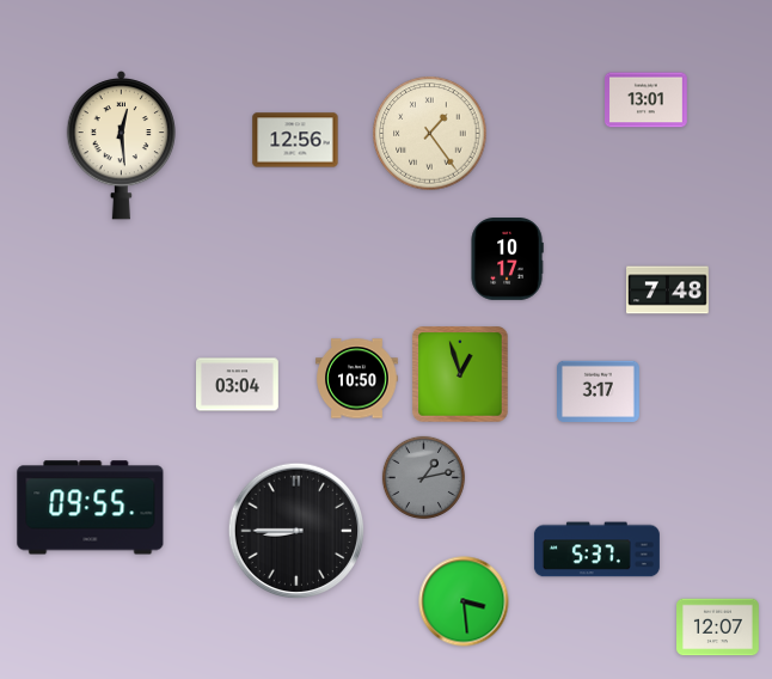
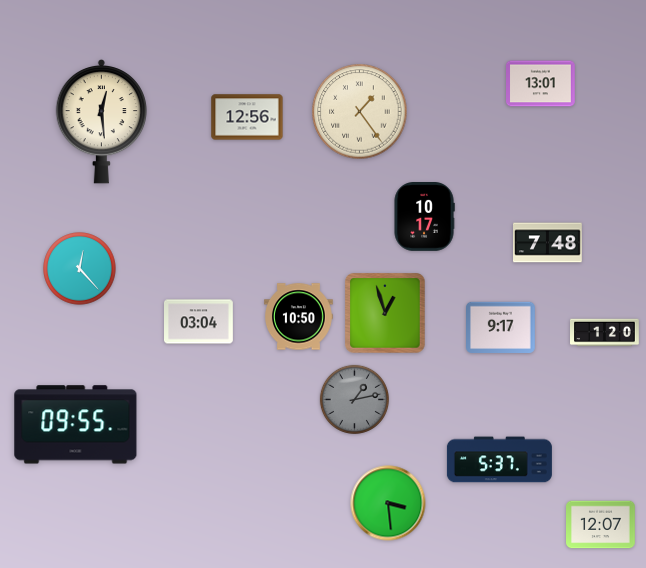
clock at (668, 290) position: (668, 290) -> (548, 243)
clock at (80, 269): none -> 12:23
clock at (599, 392): 3:17 -> 9:17
clock at (605, 333): none -> 1:20
clock at (295, 530): 8:45 -> none
